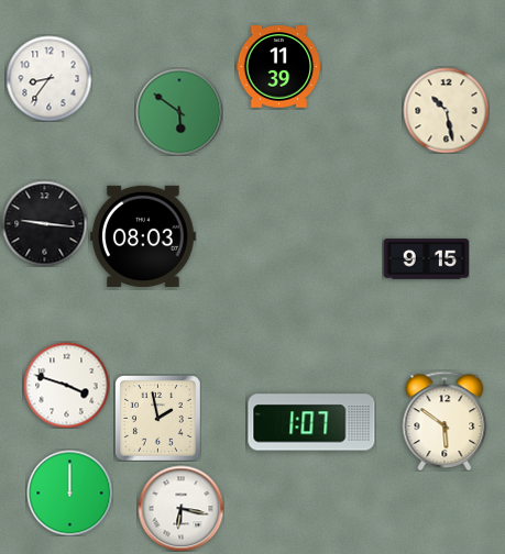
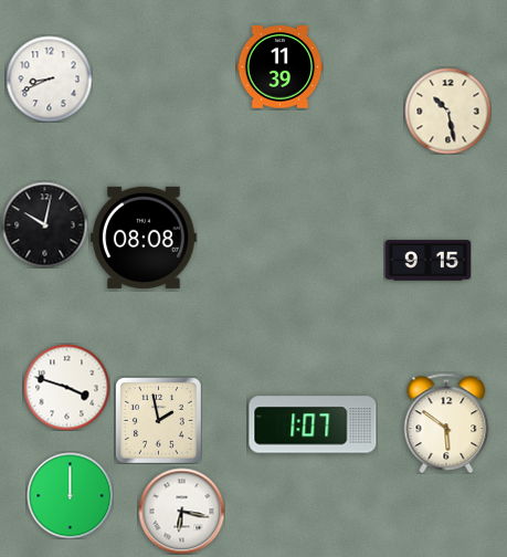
clock at (48, 78): 8:36 -> 8:41
clock at (179, 112): 5:51 -> none
clock at (44, 223): 9:16 -> 10:02
clock at (143, 236): 08:03 -> 08:08
